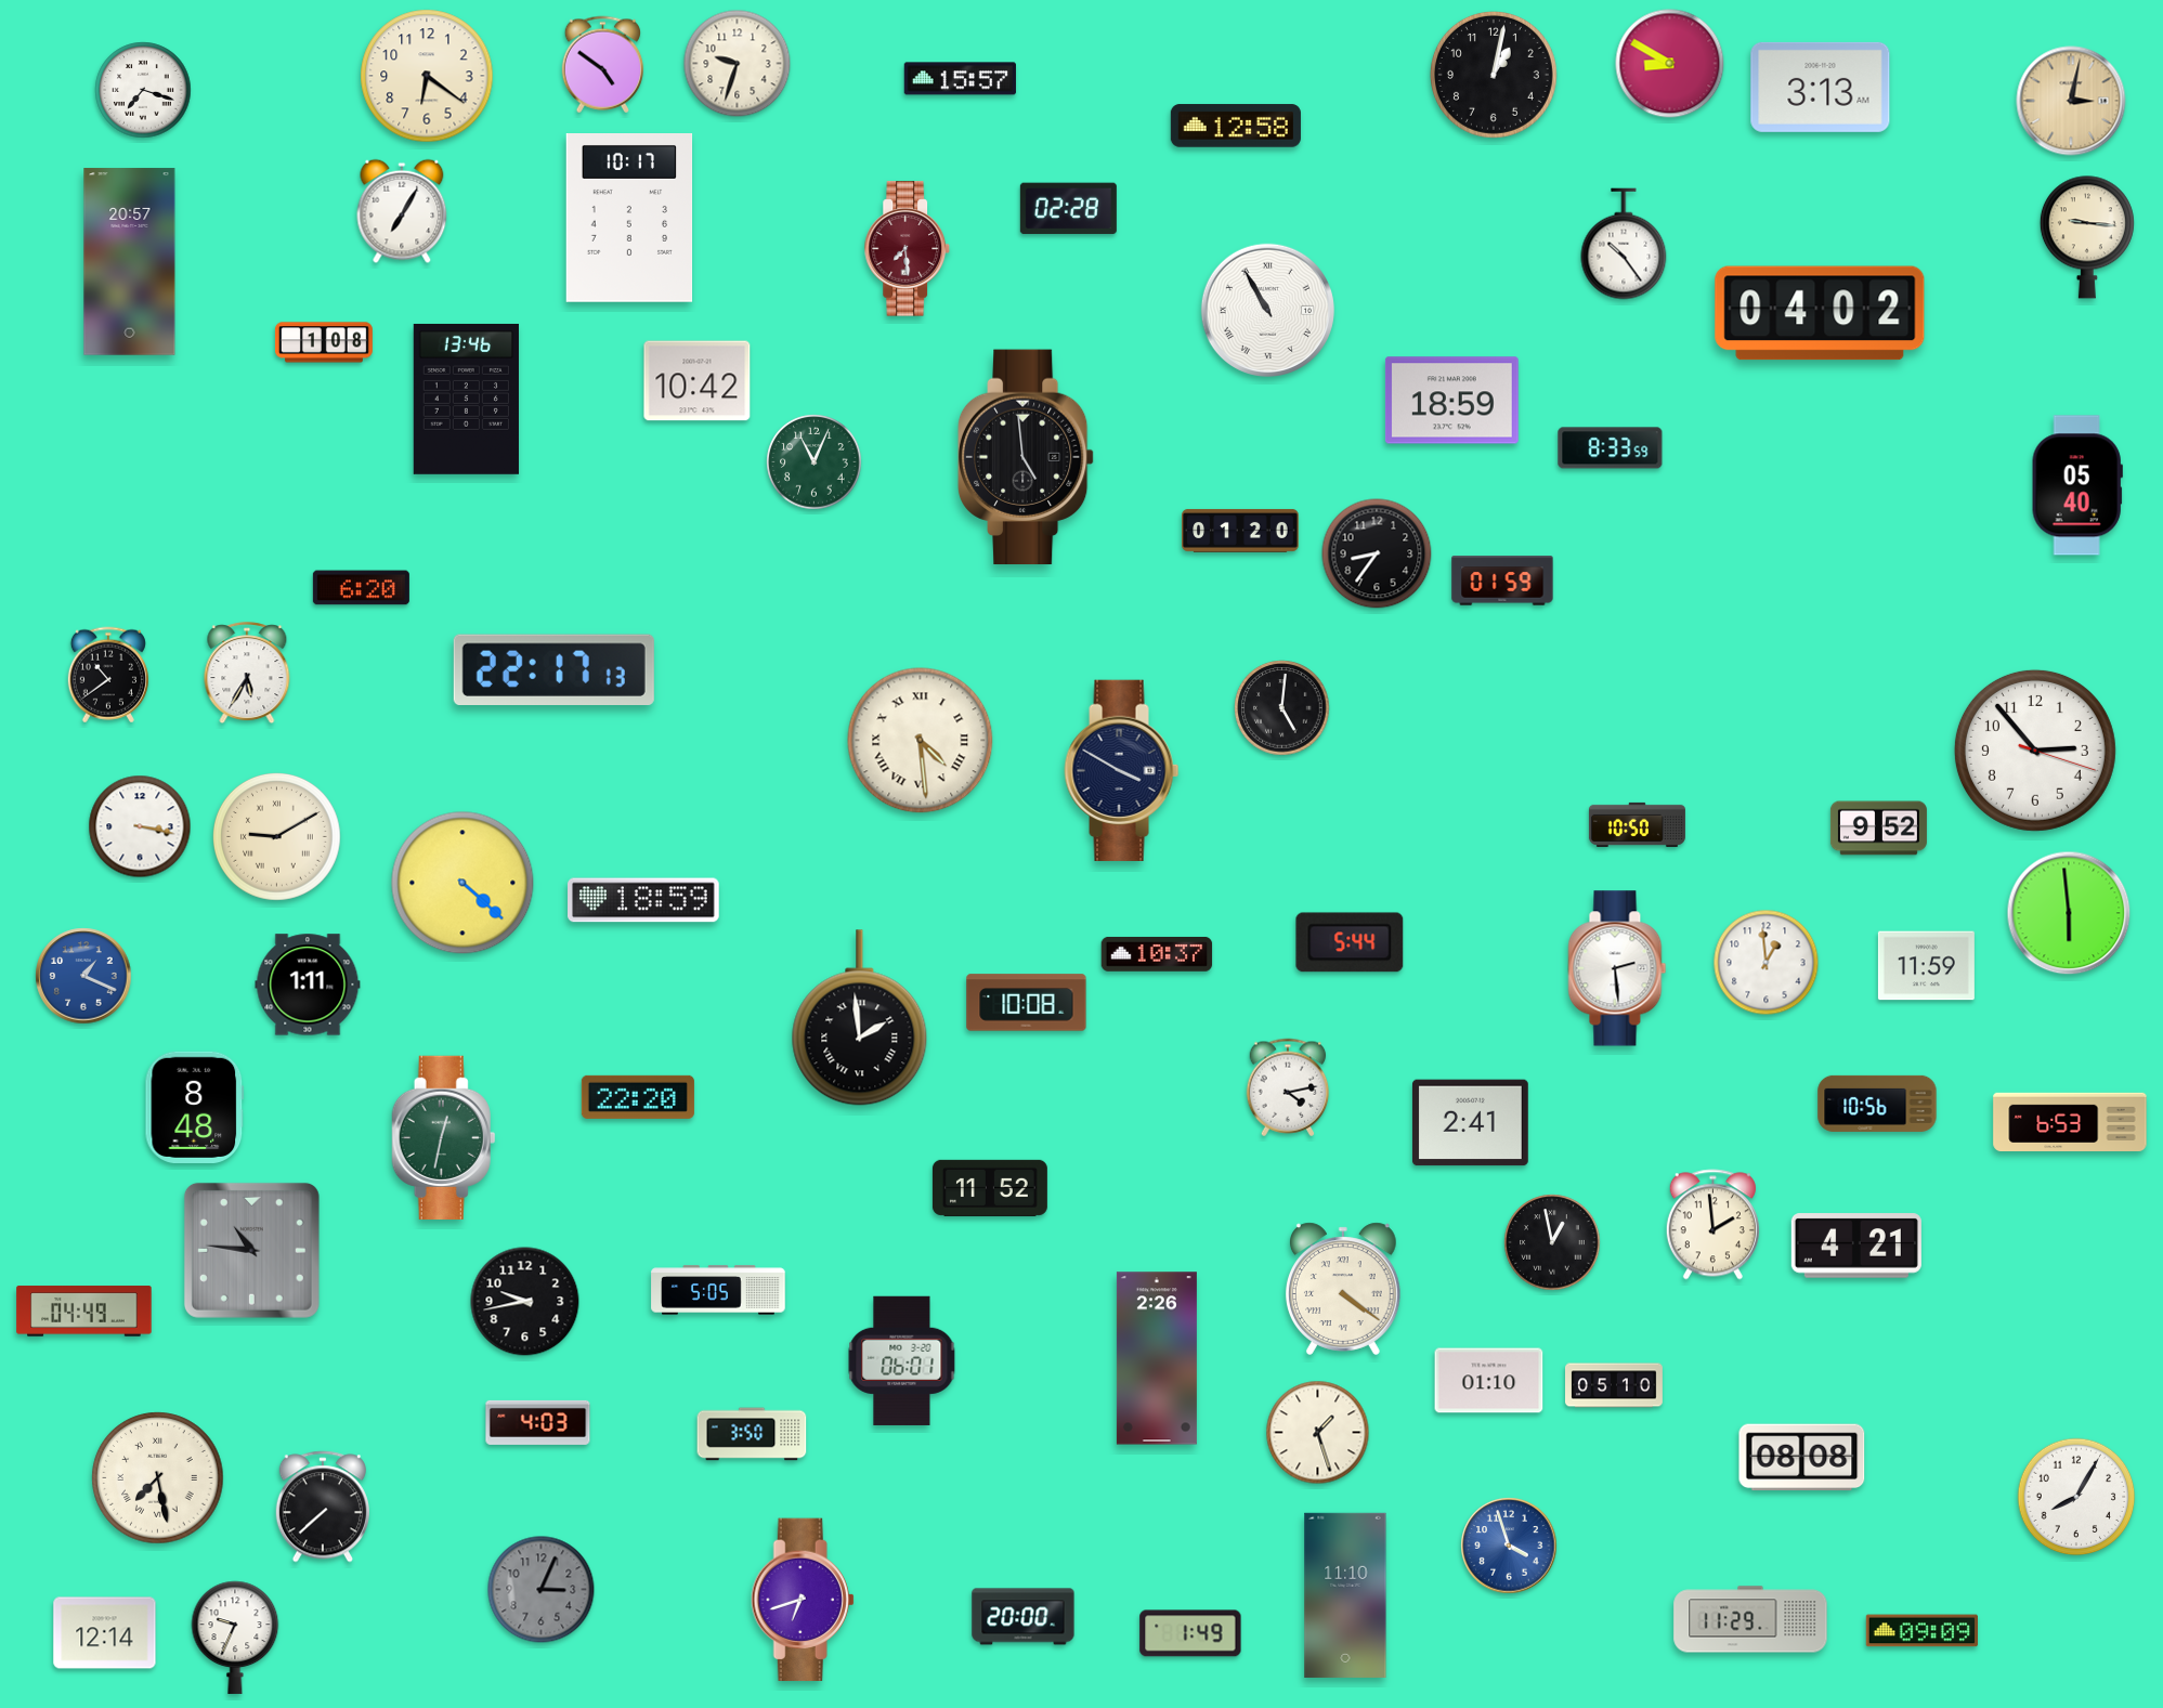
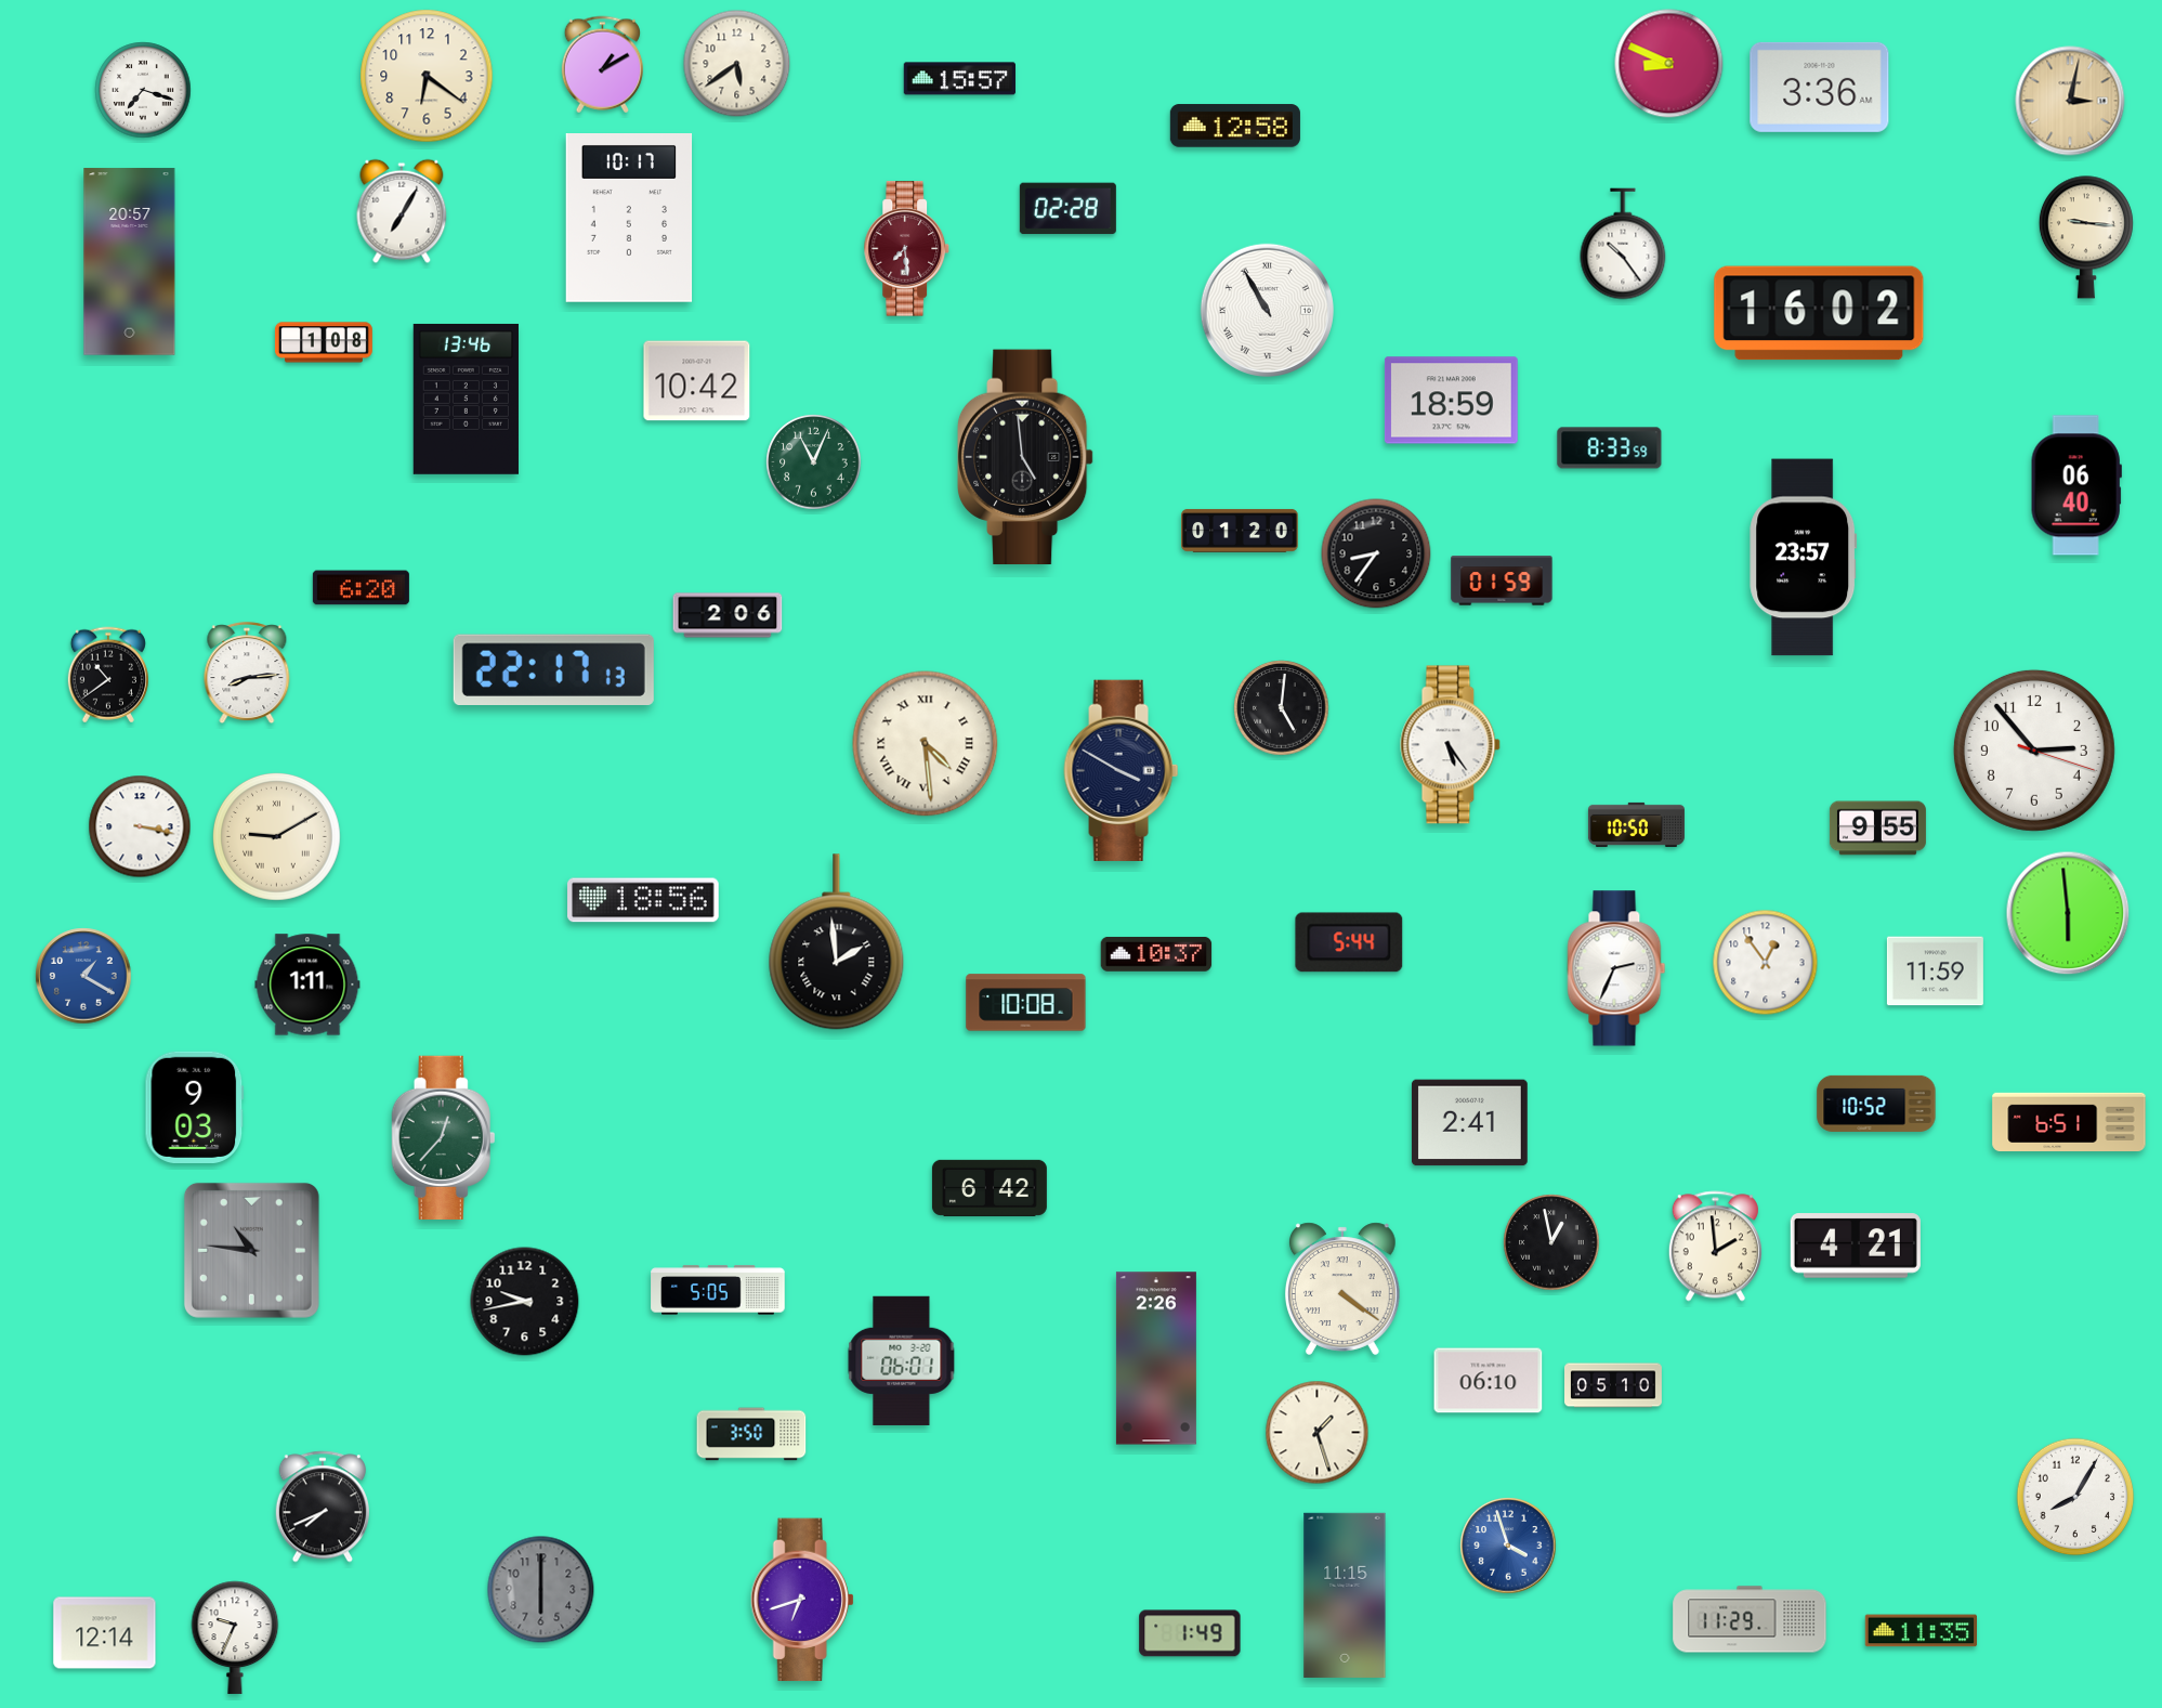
clock at (738, 64): 9:33 -> 5:39
clock at (1670, 64): 8:50 -> 8:49
clock at (602, 65): 4:51 -> 1:10
clock at (1494, 75): 1:02 -> none
clock at (1821, 87): 3:13 -> 3:36
clock at (1820, 313): 04:02 -> 16:02
clock at (2077, 485): 05:40 -> 06:40
clock at (1804, 558): none -> 23:57
clock at (728, 615): none -> 2:06
clock at (247, 674): 5:35 -> 8:14
clock at (921, 741) position: (921, 741) -> (926, 744)
clock at (1451, 745): none -> 5:24
clock at (1878, 829): 9:52 -> 9:55
clock at (462, 883): 4:22 -> none
clock at (644, 900): 18:59 -> 18:56
clock at (1767, 963): 12:59 -> 12:54
clock at (1926, 966) position: (1926, 966) -> (1935, 972)
clock at (1617, 968): 2:29 -> 2:34
clock at (83, 976): 1:19 -> 1:20
clock at (860, 1018) position: (860, 1018) -> (837, 942)
clock at (1288, 1087): 4:13 -> none
clock at (638, 1097): 22:20 -> none
clock at (1877, 1104): 10:56 -> 10:52
clock at (195, 1107): 8:48 -> 9:03
clock at (2070, 1121): 6:53 -> 6:51
clock at (444, 1137): 12:32 -> 12:37
clock at (990, 1188): 11:52 -> 6:42
clock at (1712, 1225) position: (1712, 1225) -> (1715, 1247)
clock at (84, 1312): 04:49 -> none
clock at (1489, 1381): 01:10 -> 06:10
clock at (538, 1422): 4:03 -> none
clock at (1802, 1458): 08:08 -> none
clock at (158, 1478): 7:28 -> none
clock at (323, 1507): 7:38 -> 7:41
clock at (542, 1590): 3:04 -> 6:00
clock at (1345, 1595): 11:10 -> 11:15
clock at (1024, 1617): 20:00 -> none
clock at (1921, 1631): 09:09 -> 11:35
